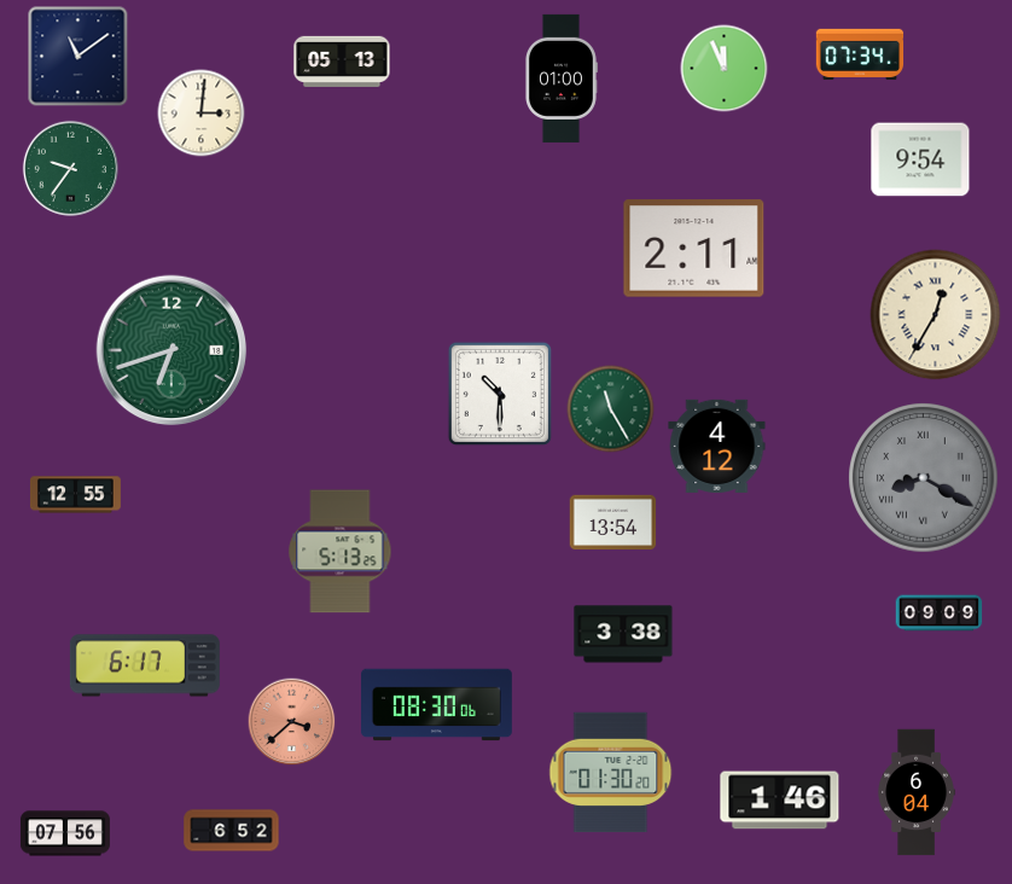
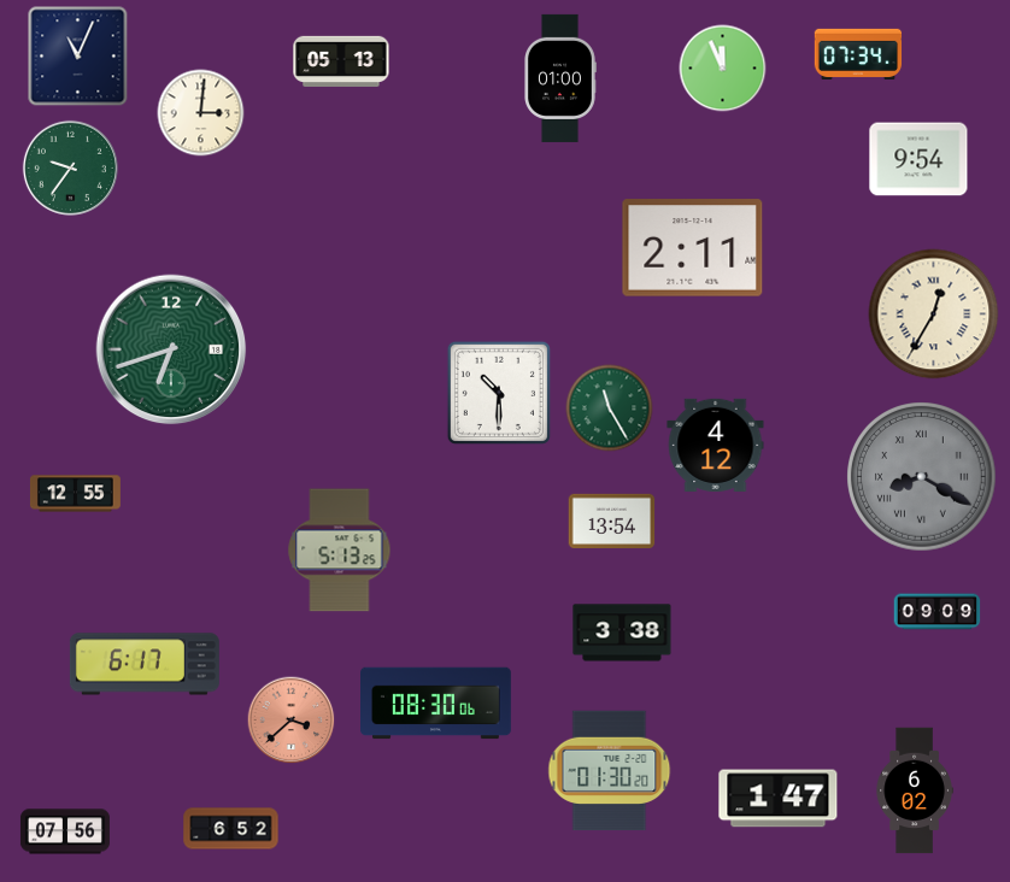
clock at (78, 57): 11:09 -> 11:04
clock at (917, 792): 6:04 -> 6:02
clock at (780, 801): 1:46 -> 1:47
